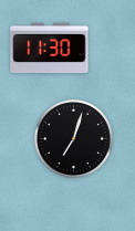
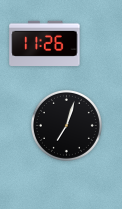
clock at (50, 49): 11:30 -> 11:26
